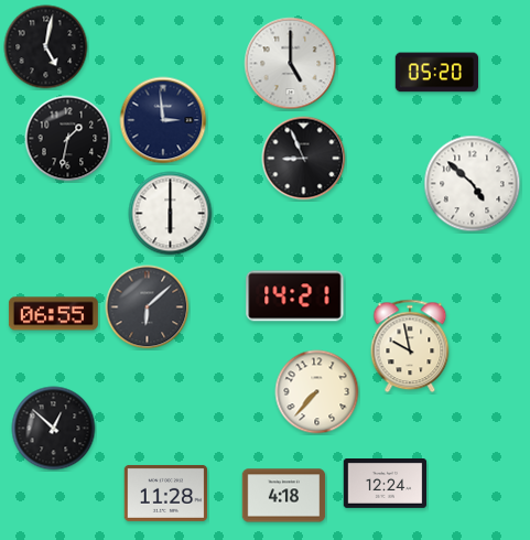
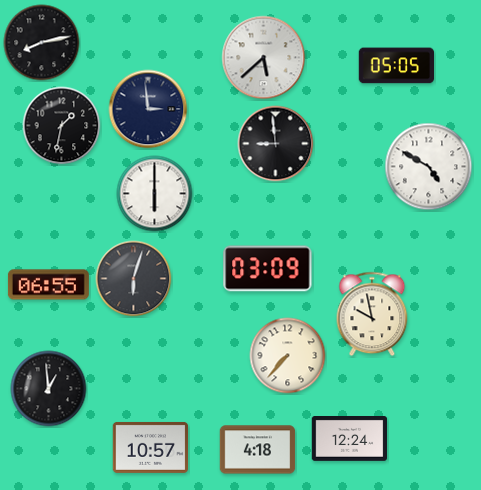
clock at (46, 47): 5:02 -> 8:13
clock at (291, 64): 5:00 -> 5:38
clock at (437, 73): 05:20 -> 05:05
clock at (304, 159): 8:56 -> 8:59
clock at (473, 184): 4:52 -> 4:50
clock at (295, 296): 14:21 -> 03:09
clock at (148, 307): 6:08 -> 6:03
clock at (54, 429): 12:52 -> 12:59
clock at (166, 493): 11:28 -> 10:57
